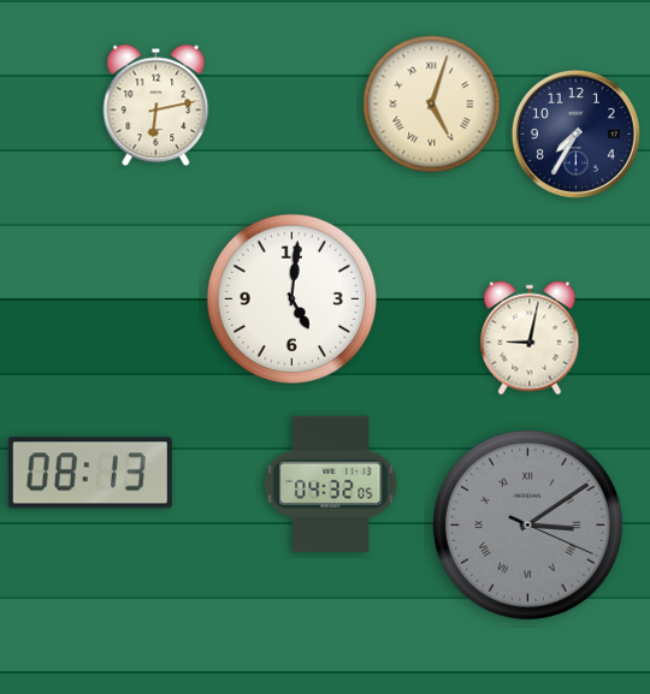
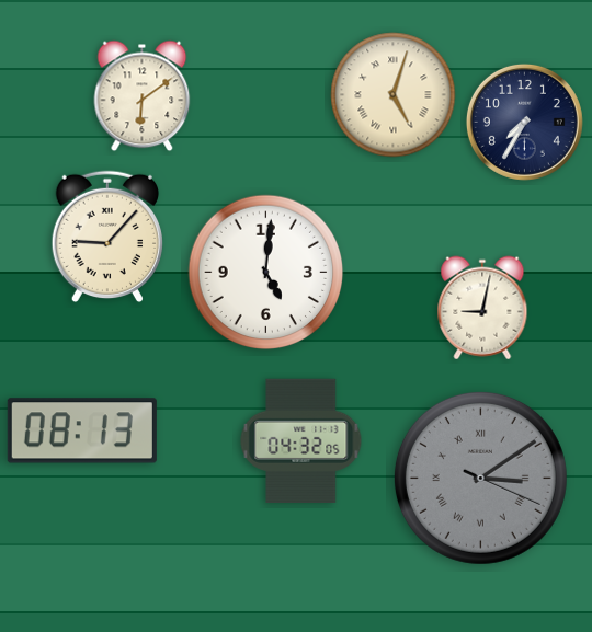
clock at (156, 106): 6:13 -> 6:09
clock at (107, 237): none -> 9:07
